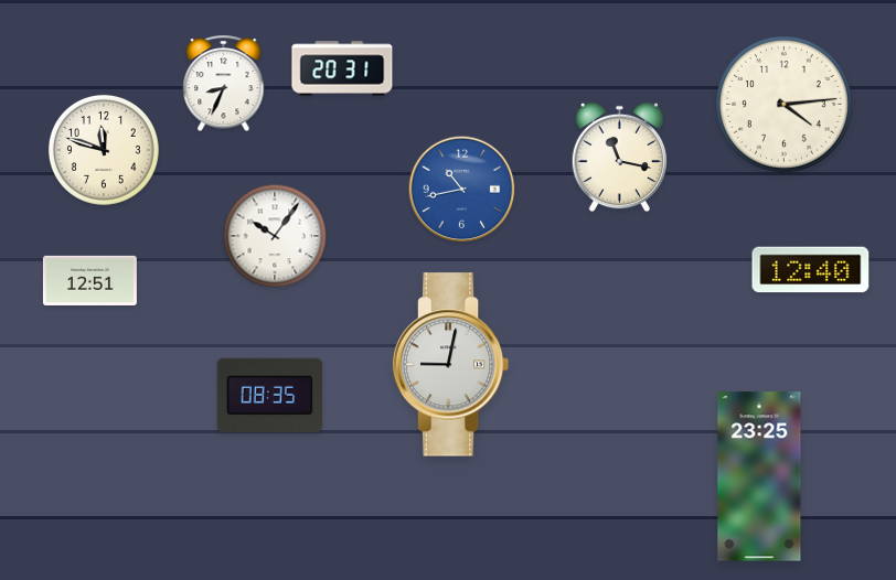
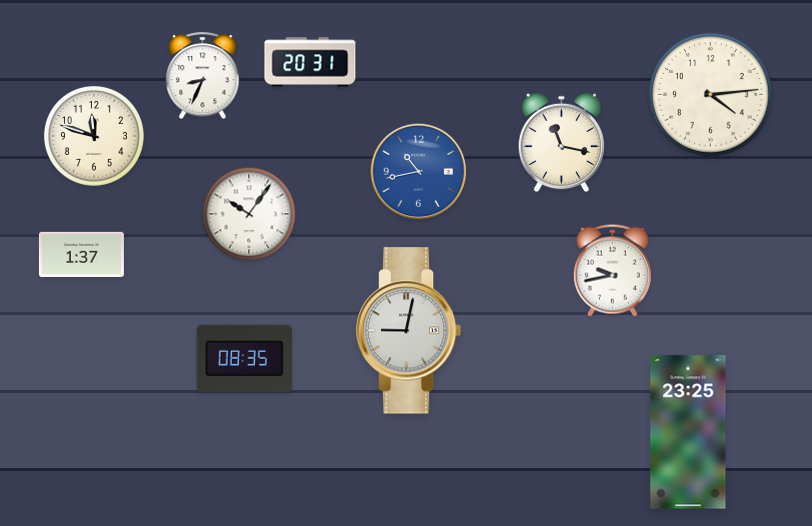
clock at (811, 270): 12:40 -> none
clock at (89, 280): 12:51 -> 1:37
clock at (612, 270): none -> 9:43
